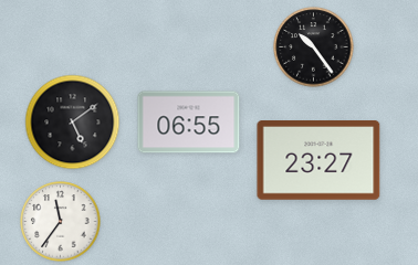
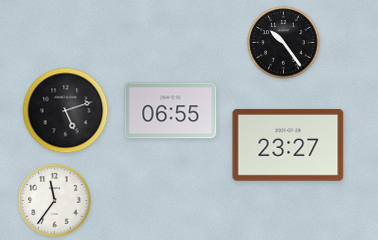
clock at (73, 123): 5:09 -> 5:12
